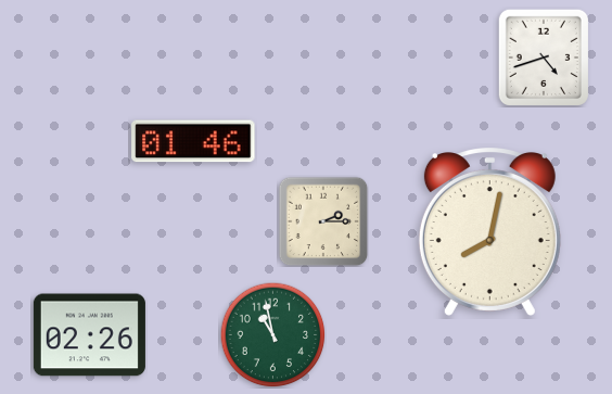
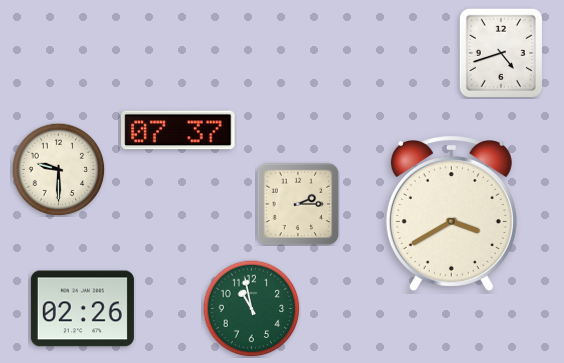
clock at (193, 141): 01:46 -> 07:37
clock at (58, 169): none -> 9:30
clock at (489, 232): 8:02 -> 3:40
